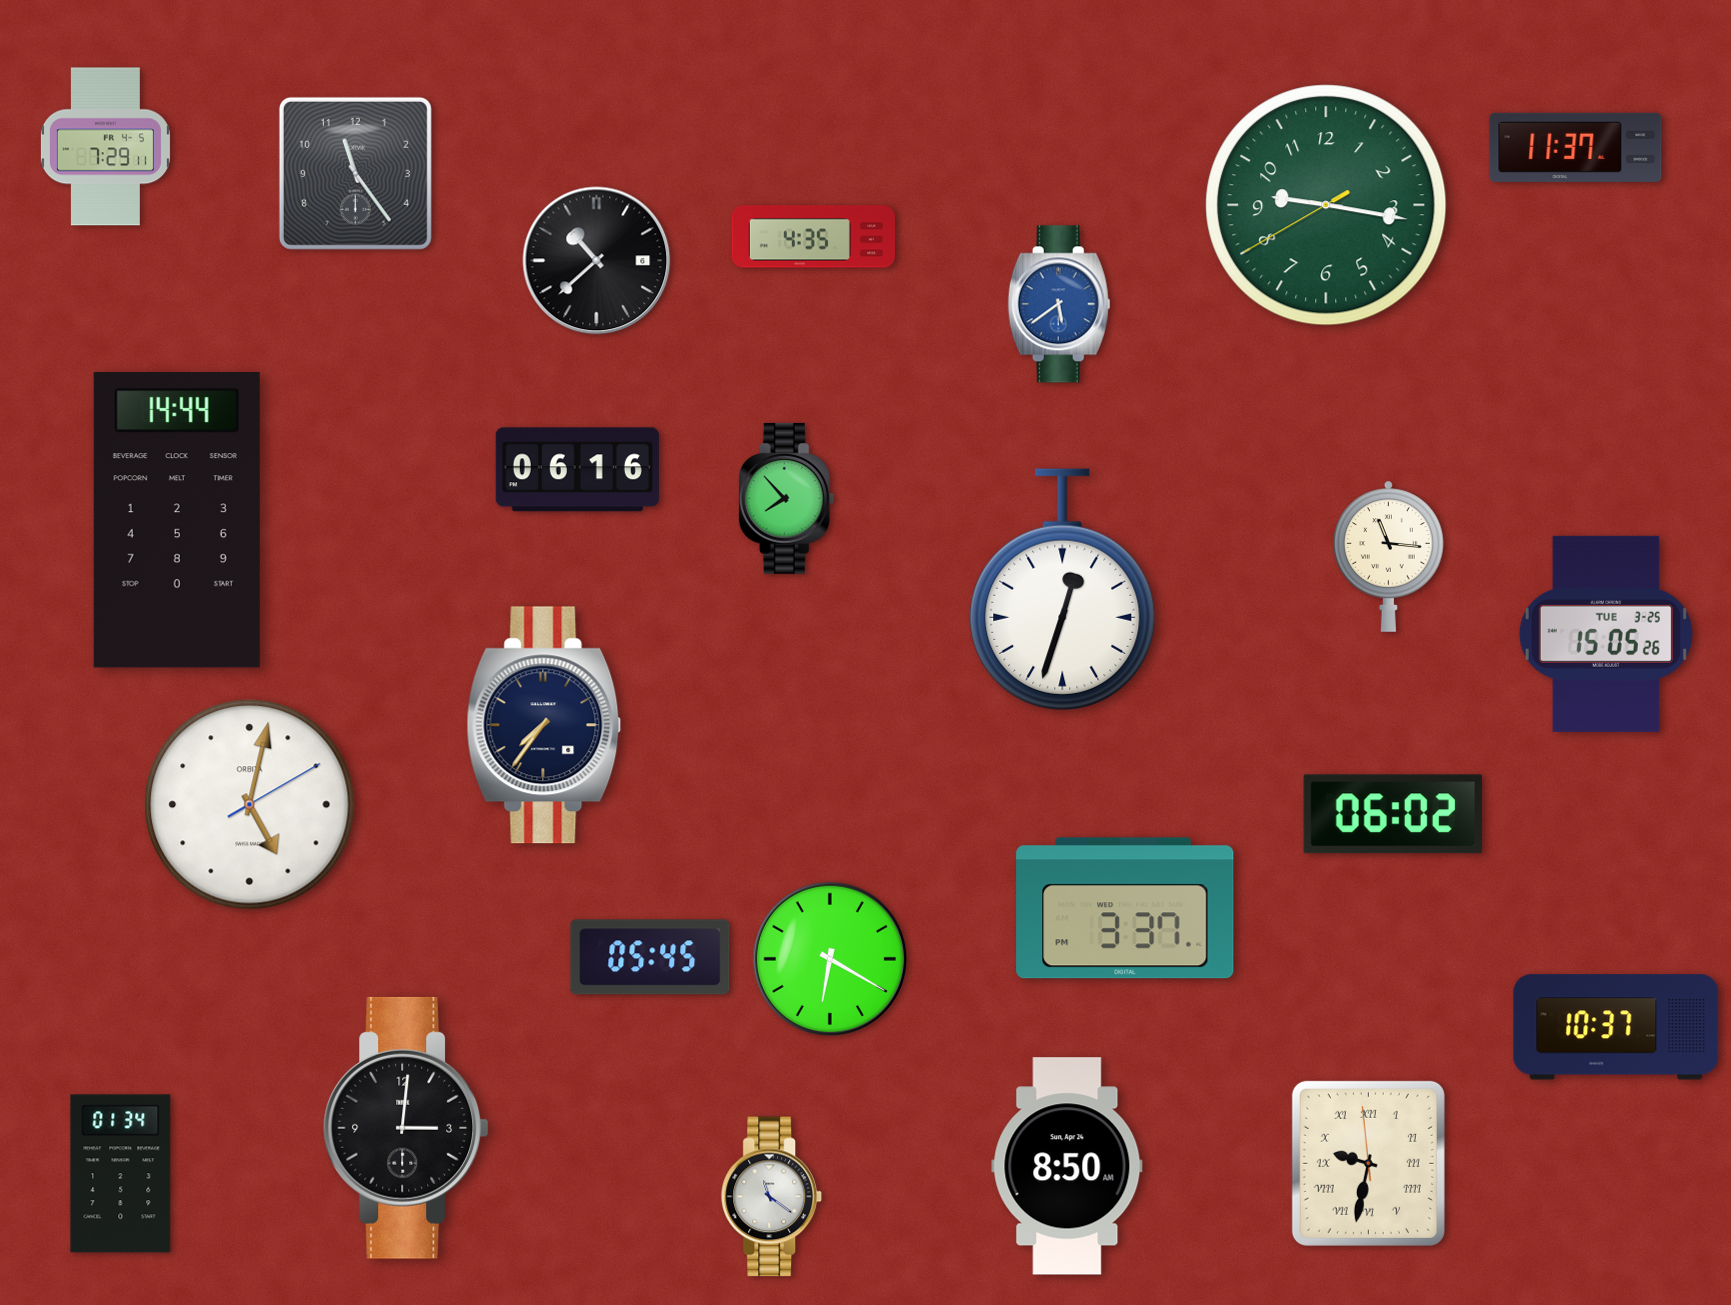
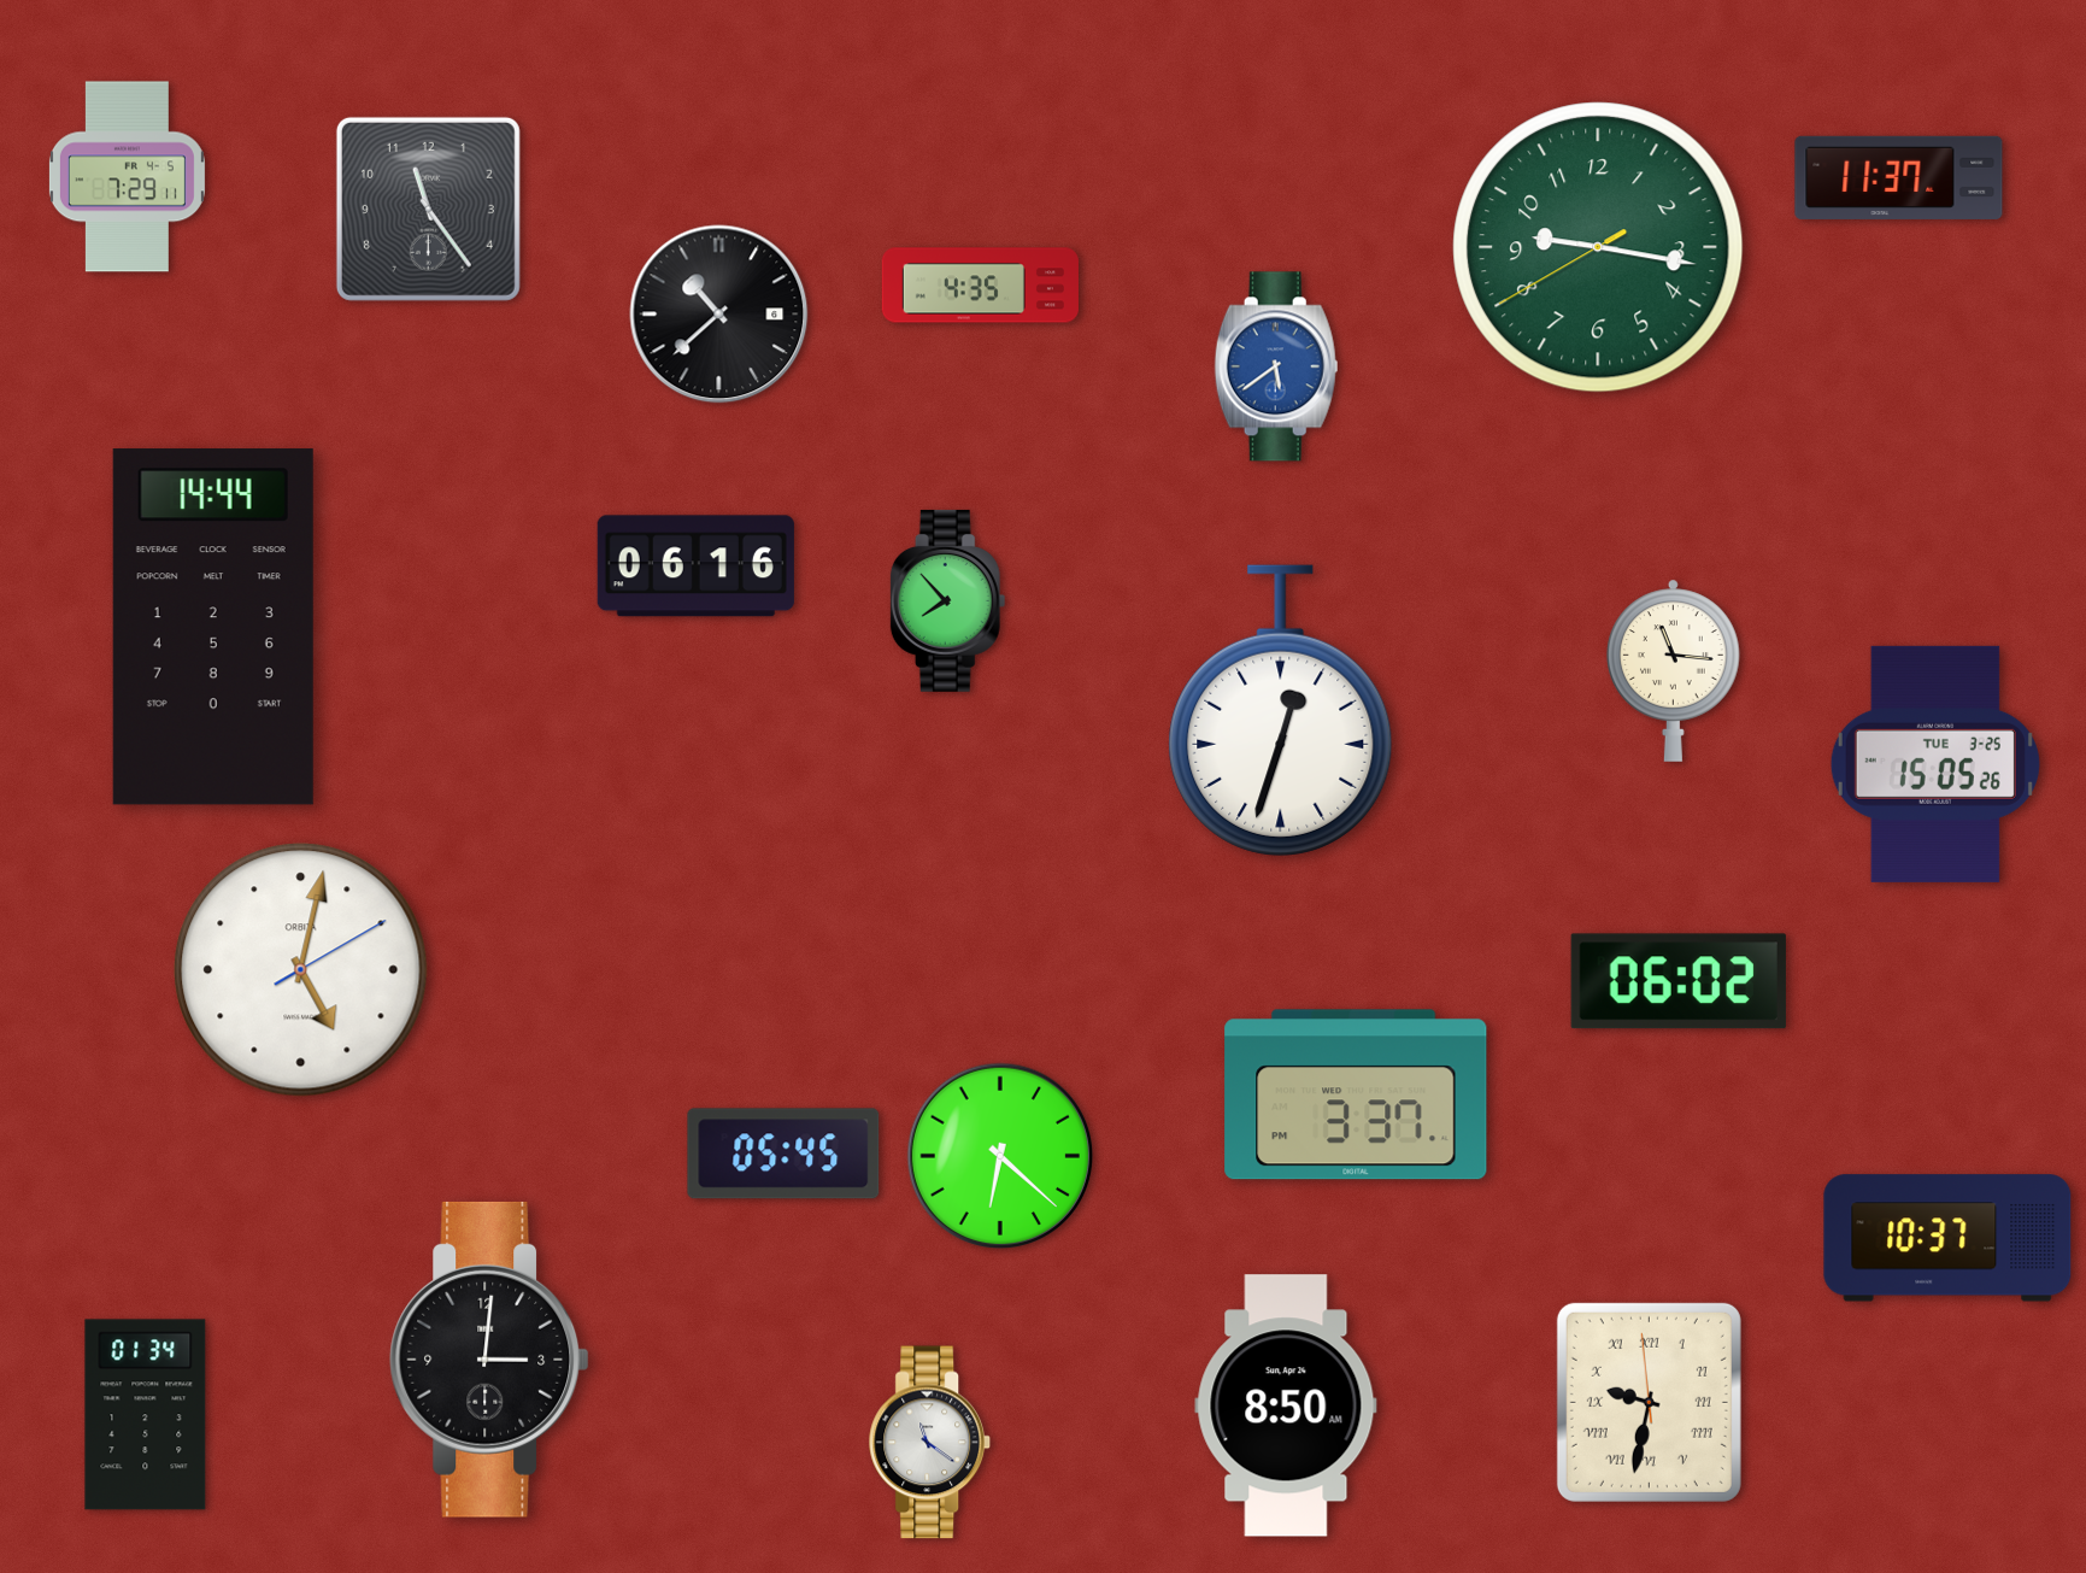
clock at (544, 725): 7:36 -> none
clock at (830, 959): 6:20 -> 6:22
